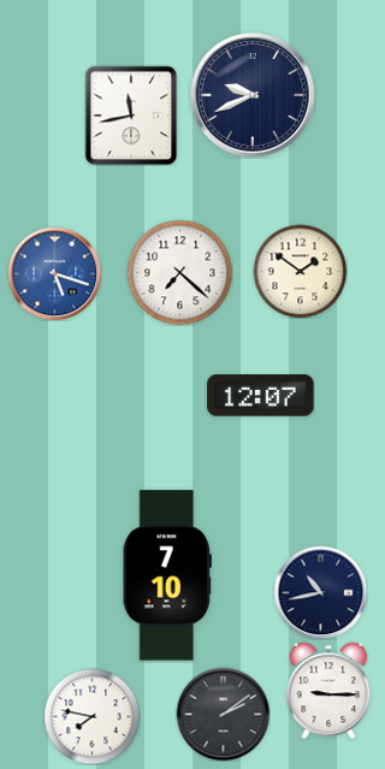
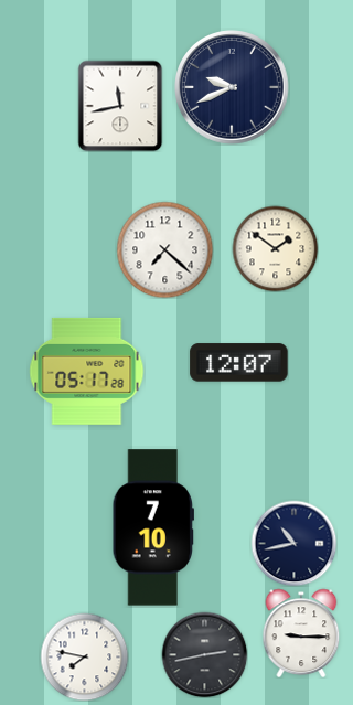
clock at (54, 273): 5:18 -> none
clock at (87, 371): none -> 05:17
clock at (223, 714): 2:09 -> 2:43
